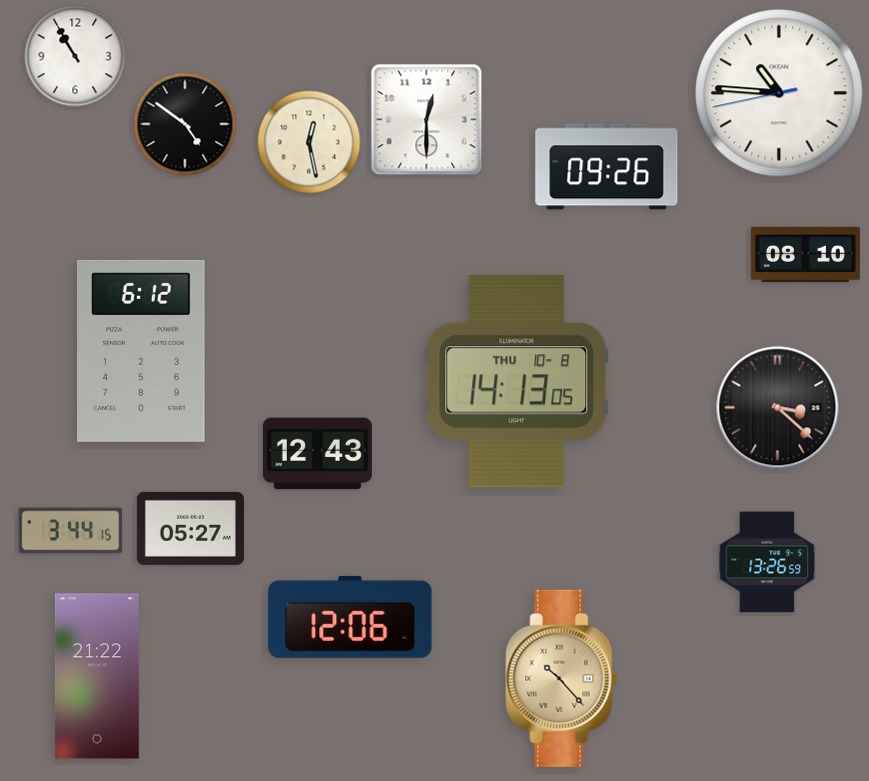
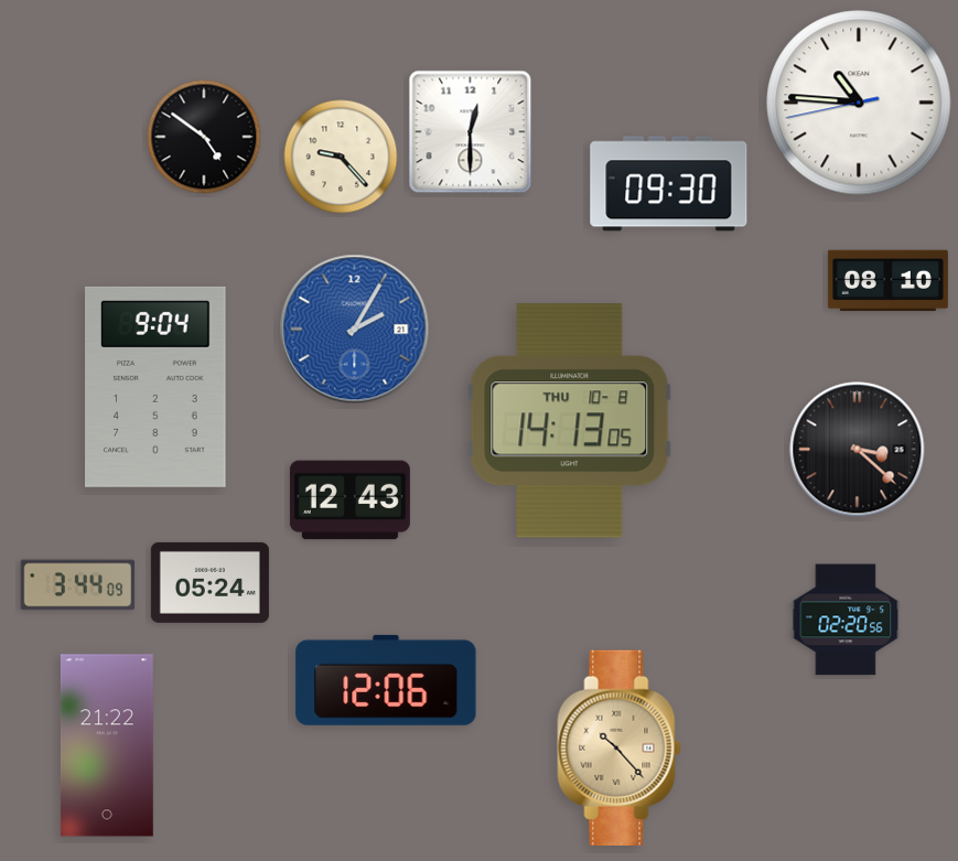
clock at (75, 56): 10:55 -> none
clock at (309, 142): 12:28 -> 9:23
clock at (607, 167): 09:26 -> 09:30
clock at (355, 330): none -> 2:05
clock at (141, 351): 6:12 -> 9:04
clock at (190, 528): 05:27 -> 05:24
clock at (71, 531): 3:44:15 -> 3:44:09
clock at (767, 562): 13:26 -> 02:20
